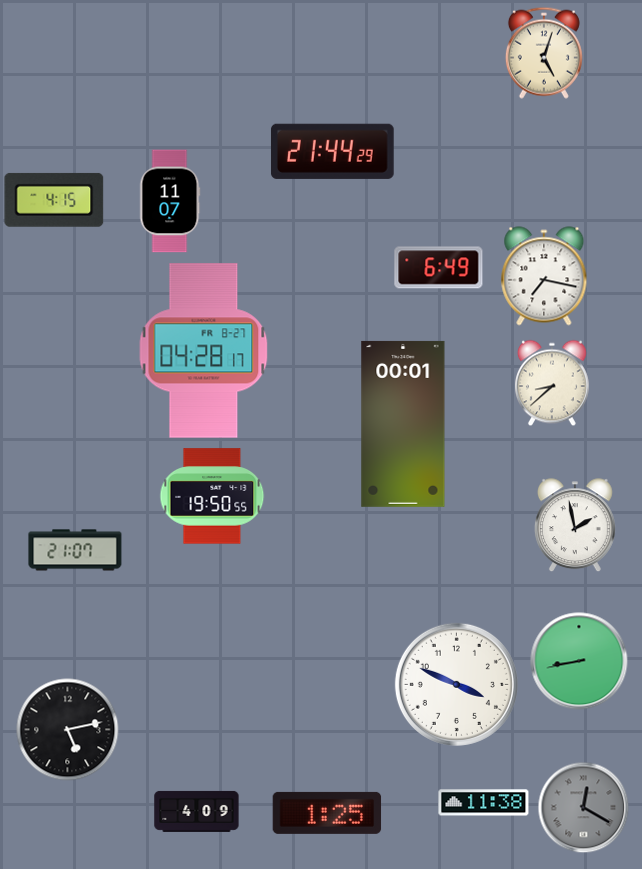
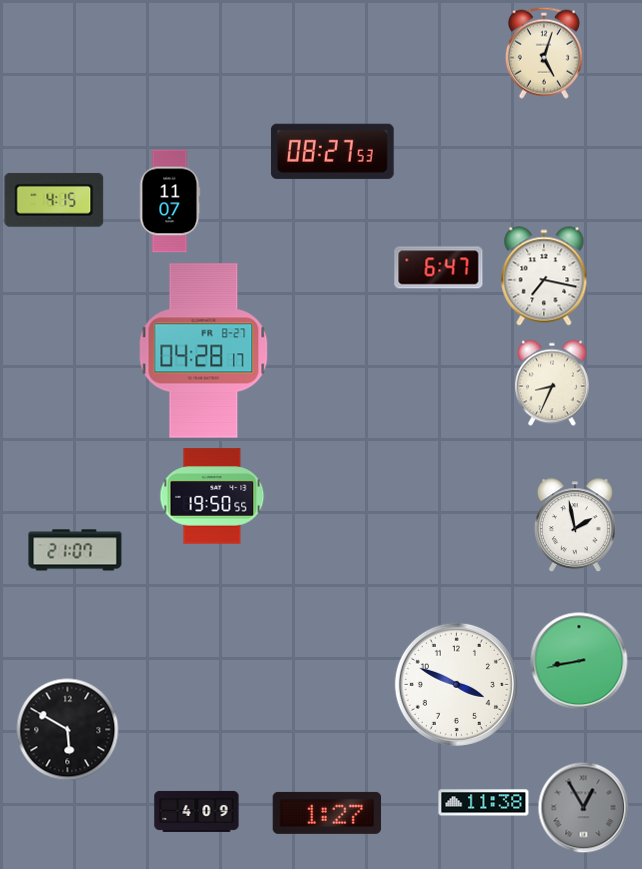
clock at (332, 151): 21:44 -> 08:27
clock at (439, 268): 6:49 -> 6:47
clock at (553, 383): 8:38 -> 8:34
clock at (403, 424): 00:01 -> none
clock at (68, 730): 5:13 -> 5:50
clock at (583, 807): 12:20 -> 12:55
clock at (327, 813): 1:25 -> 1:27
